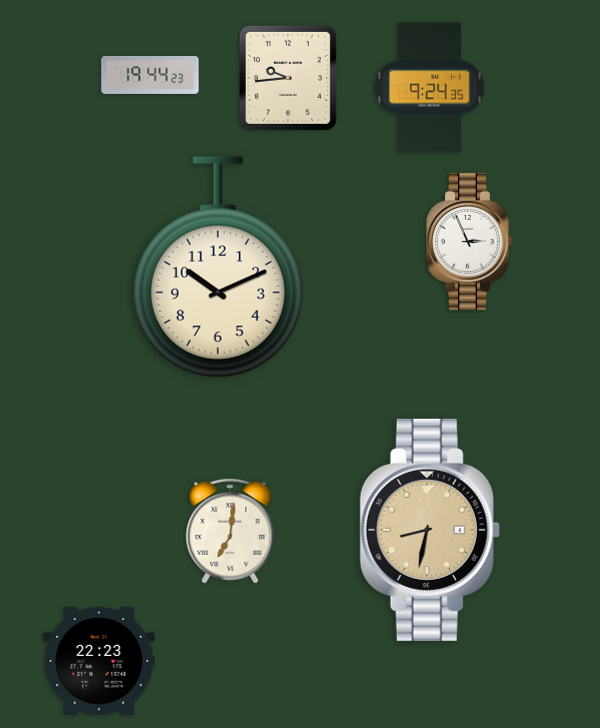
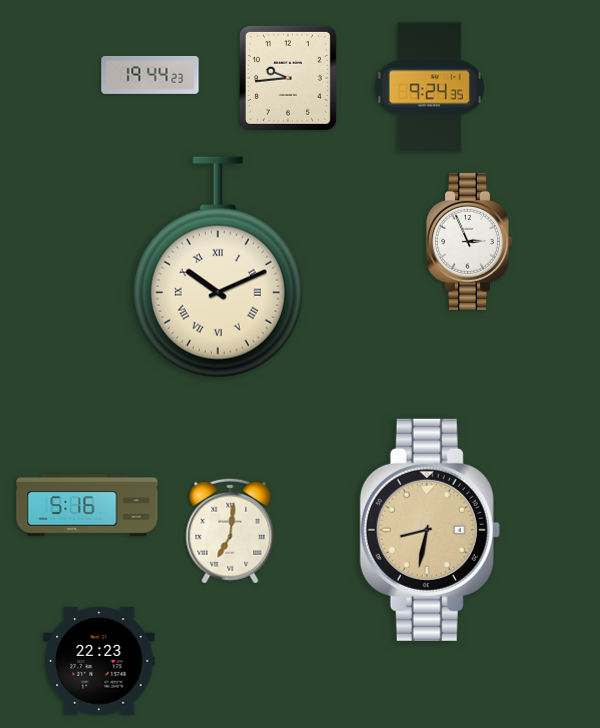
clock at (218, 267) numerals: Arabic -> Roman
clock at (87, 505): none -> 5:16
